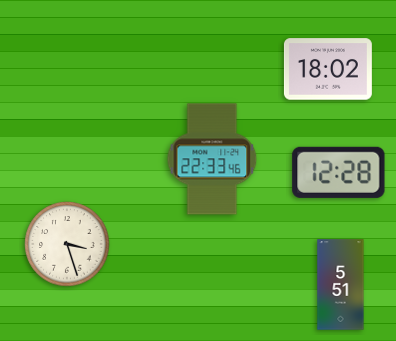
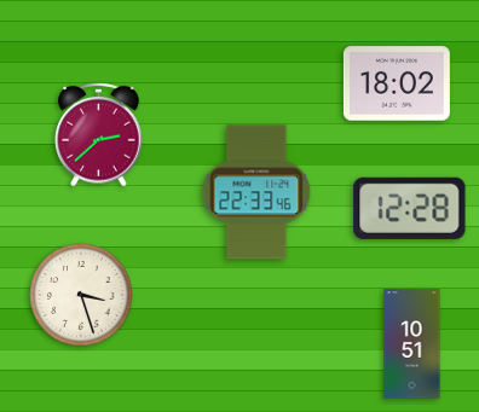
clock at (99, 134): none -> 2:38
clock at (341, 285): 5:51 -> 10:51
